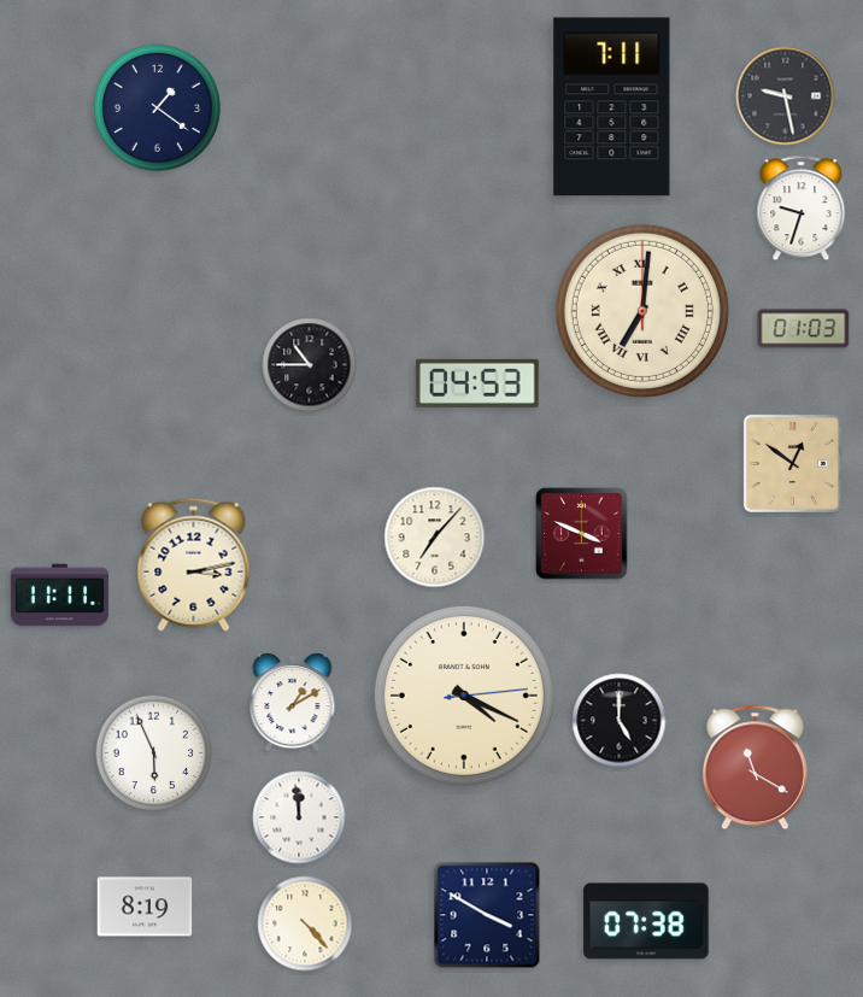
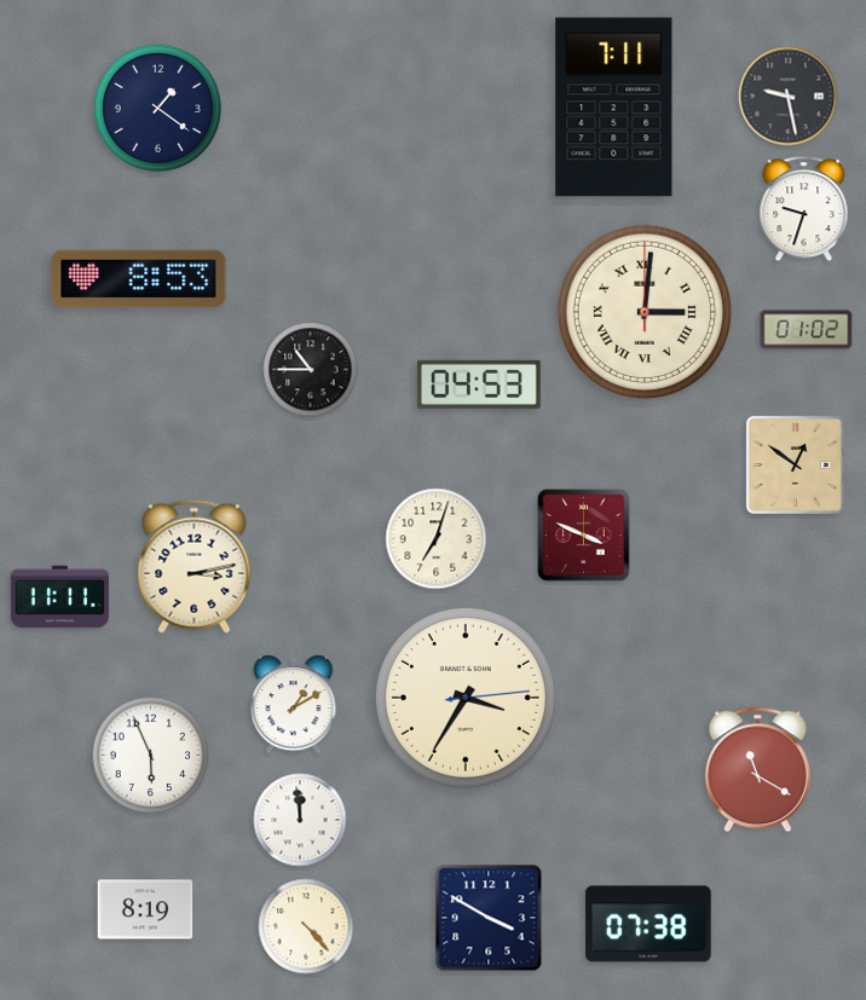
clock at (139, 279): none -> 8:53
clock at (642, 311): 7:01 -> 3:01
clock at (804, 329): 01:03 -> 01:02
clock at (310, 365) position: (310, 365) -> (311, 370)
clock at (435, 538): 7:07 -> 7:03
clock at (464, 696): 4:19 -> 3:35
clock at (620, 721): 5:00 -> none
clock at (154, 753) position: (154, 753) -> (151, 756)
